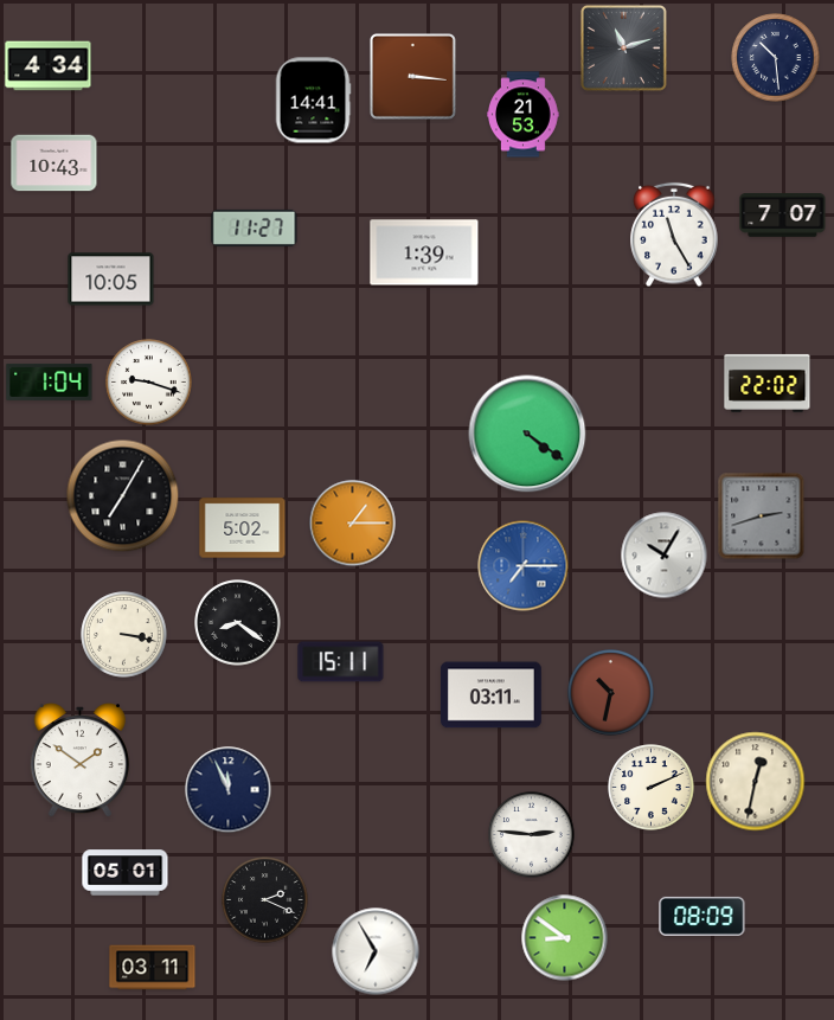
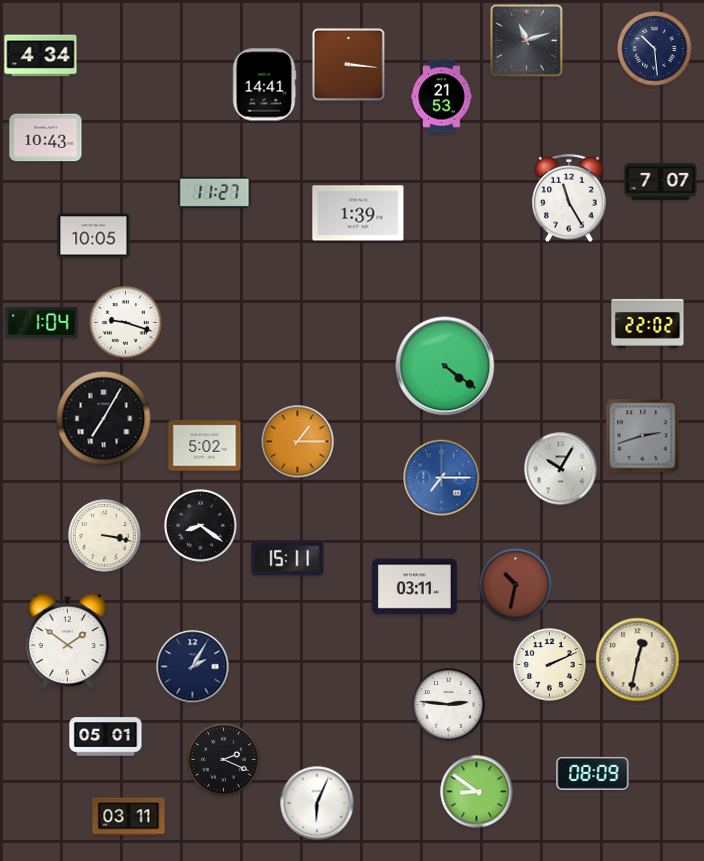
clock at (229, 790): 11:56 -> 2:05
clock at (376, 951): 6:55 -> 6:04
